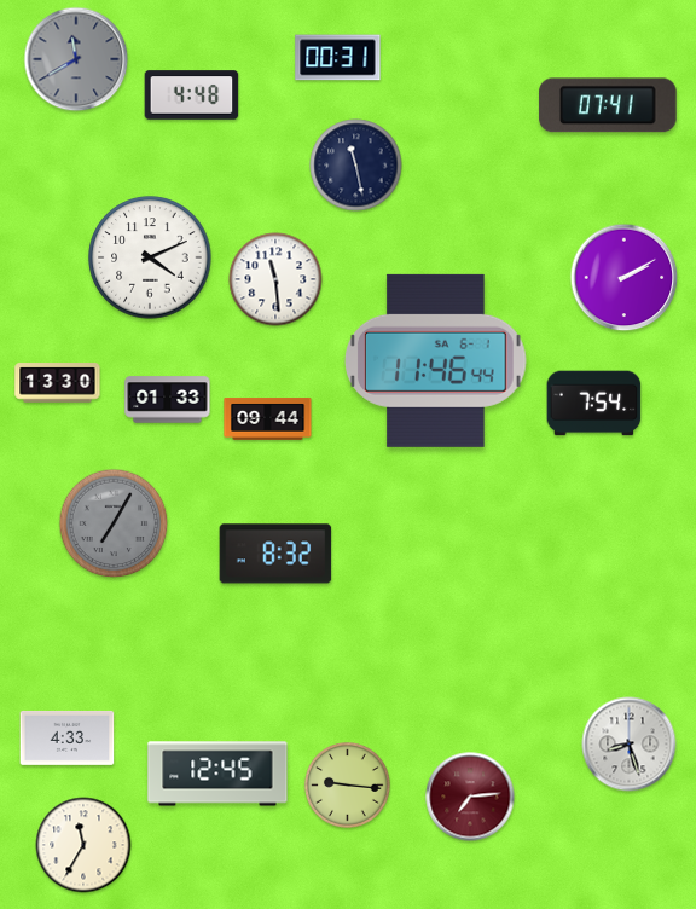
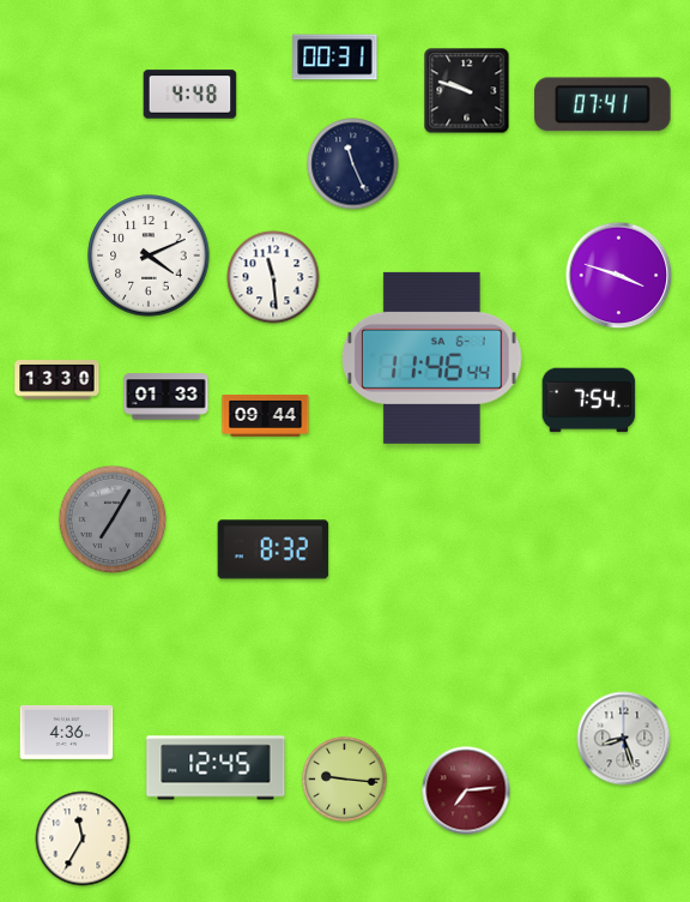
clock at (76, 59): 11:40 -> none
clock at (467, 91): none -> 9:48
clock at (356, 166): 11:28 -> 11:26
clock at (625, 278): 2:10 -> 3:48
clock at (68, 737): 4:33 -> 4:36
